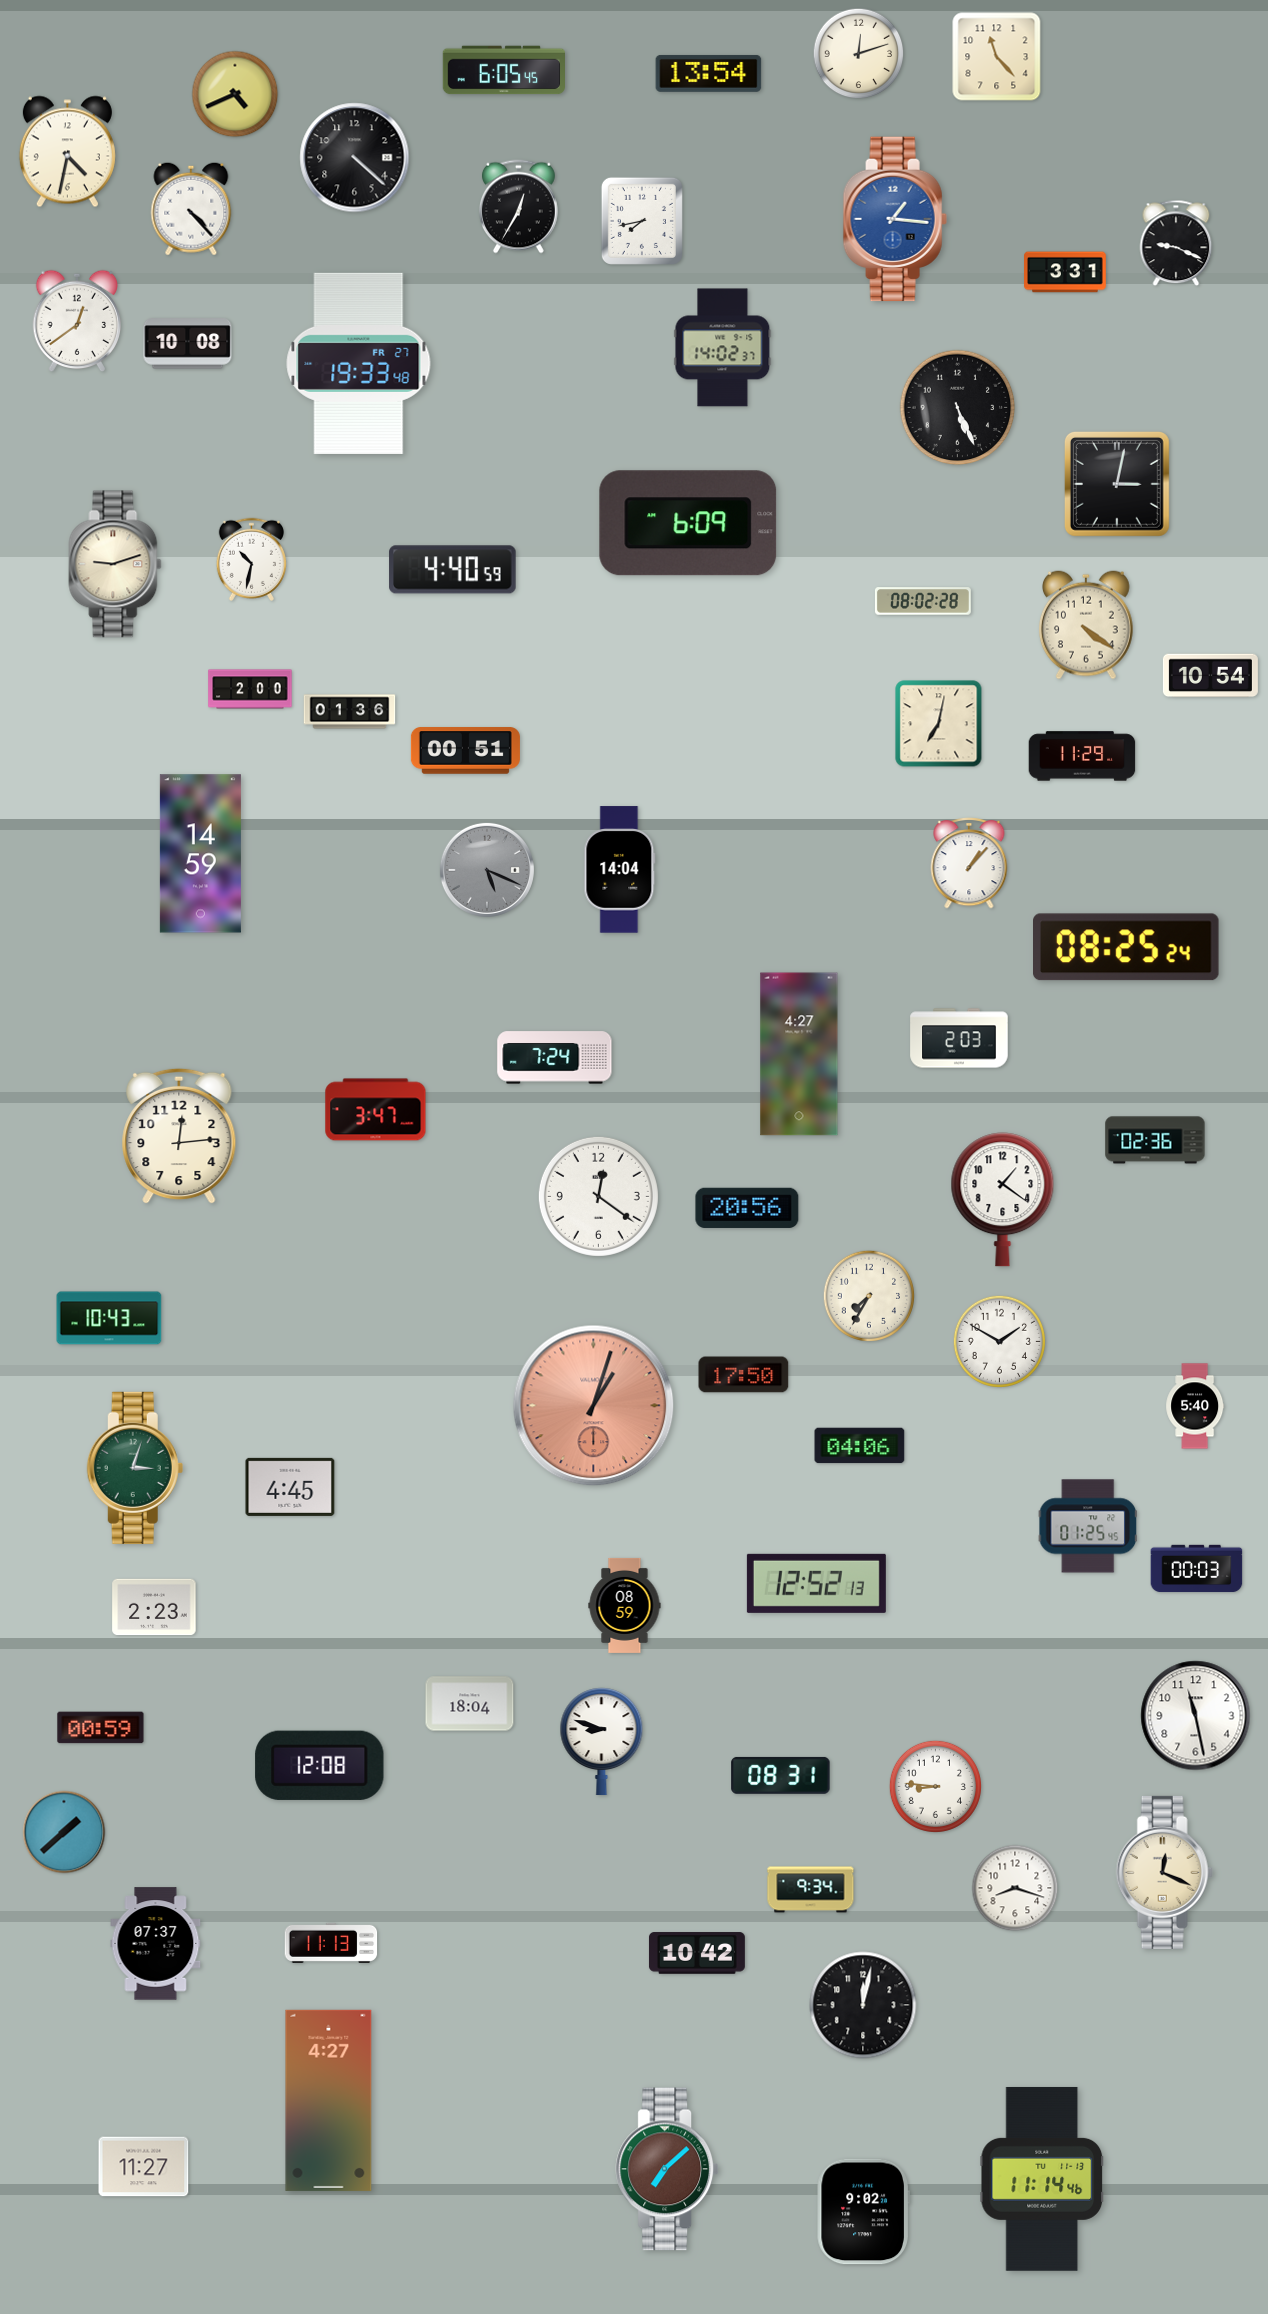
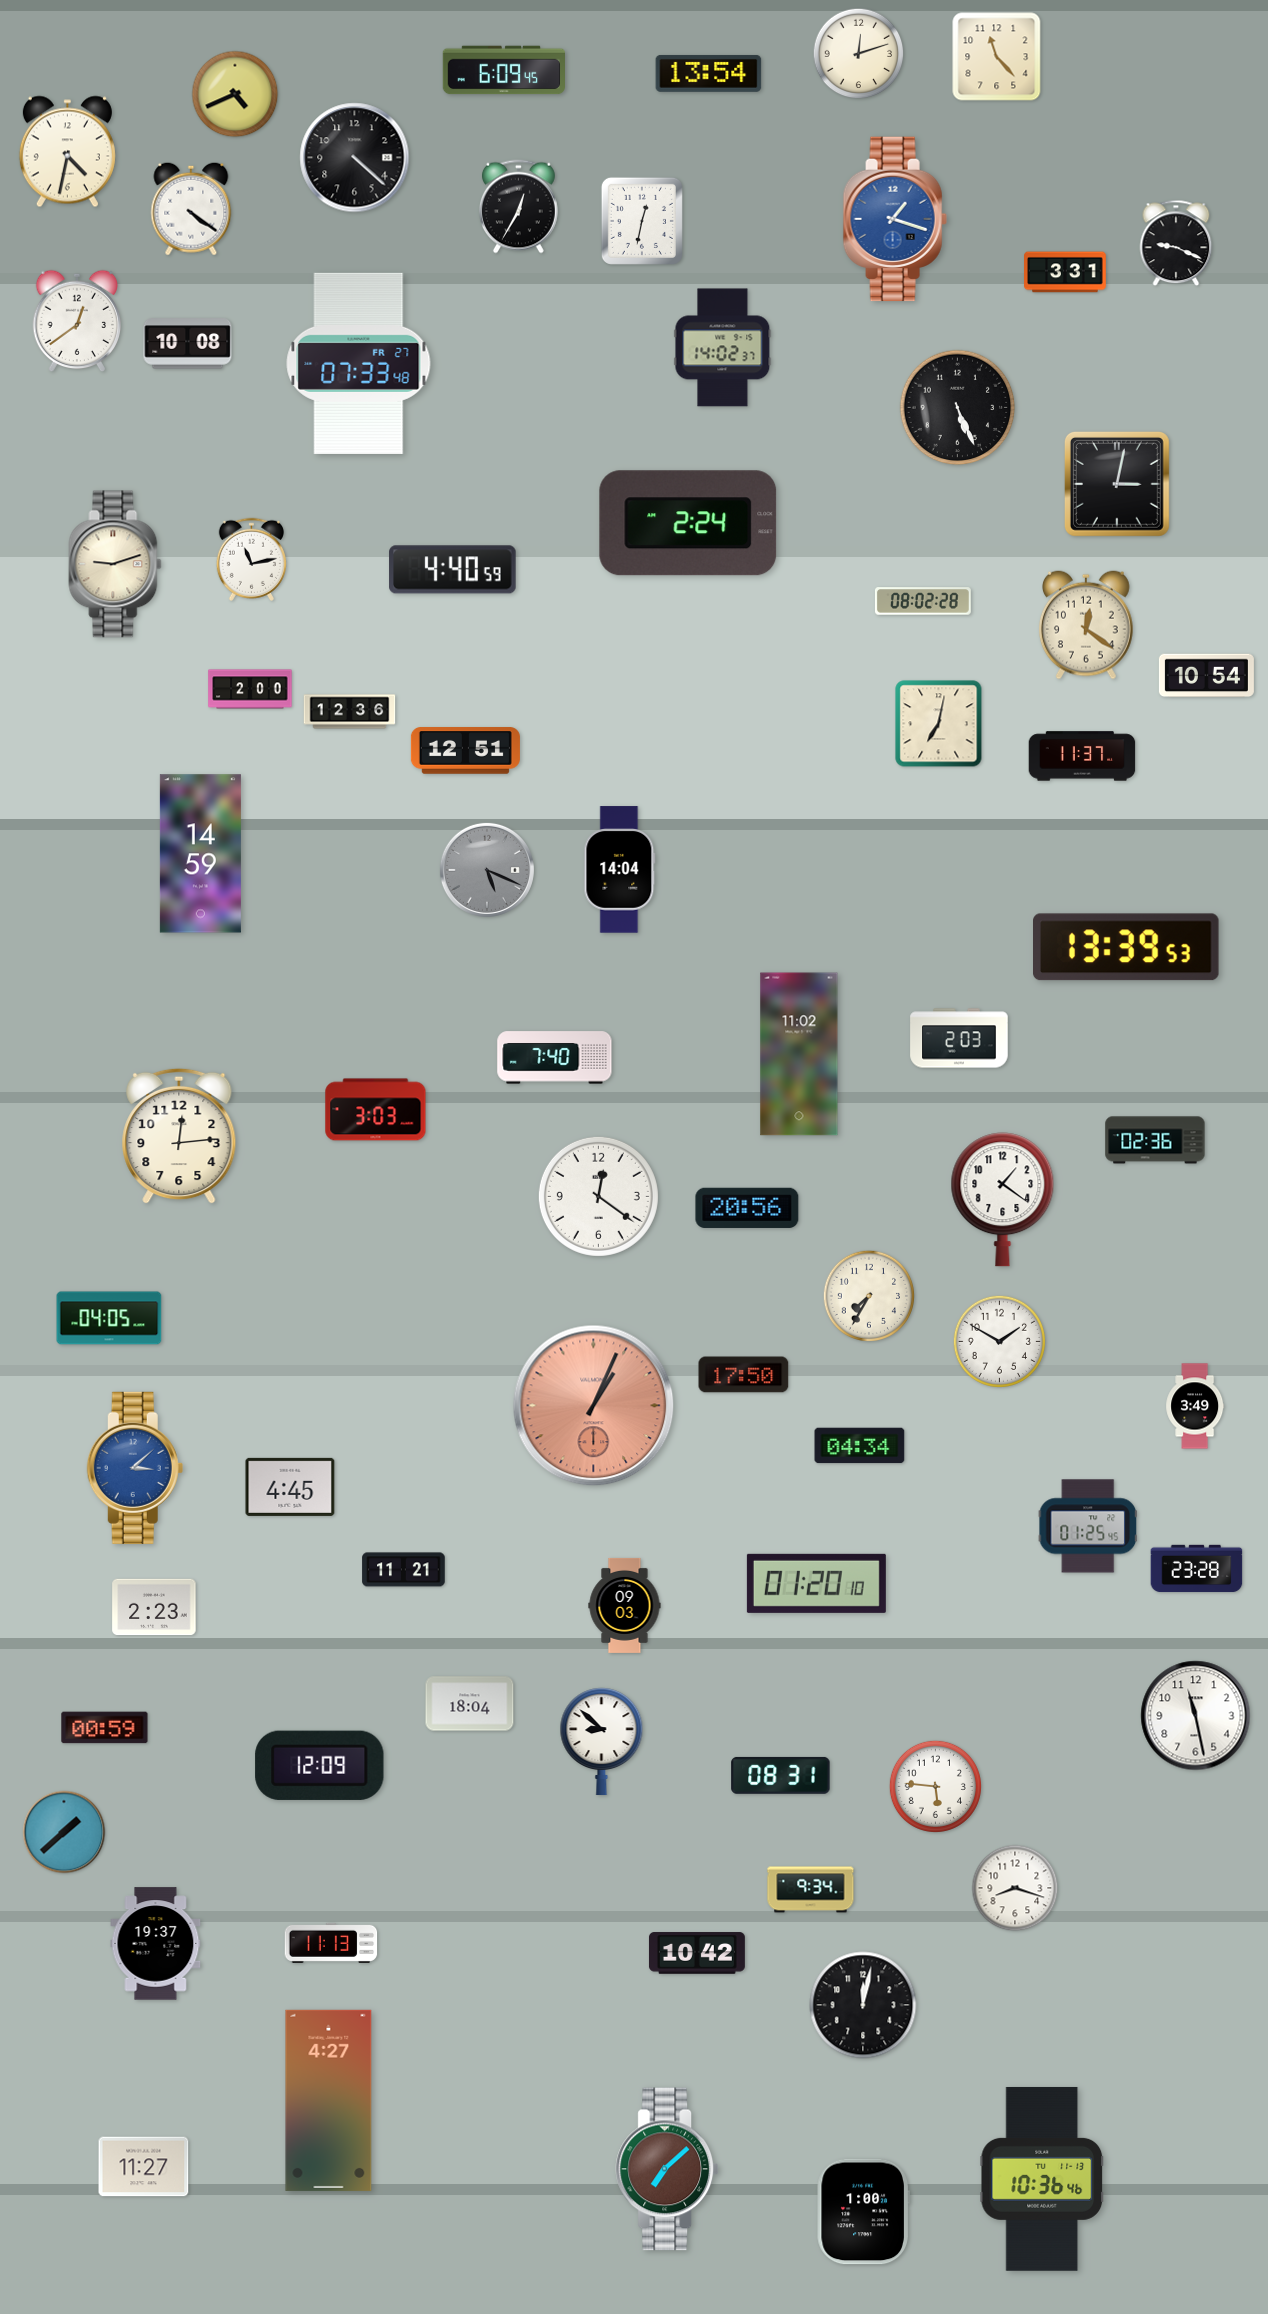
clock at (504, 70): 6:05 -> 6:09
clock at (191, 209): 4:23 -> 4:21
clock at (895, 219): 1:16 -> 1:18
clock at (642, 221): 7:43 -> 12:32
clock at (359, 363): 19:33 -> 07:33
clock at (688, 523): 6:09 -> 2:24
clock at (251, 559): 10:32 -> 11:13
clock at (1086, 625): 4:21 -> 12:21
clock at (1210, 676) position: (1210, 676) -> (1206, 676)
clock at (350, 712): 01:36 -> 12:36
clock at (465, 751): 00:51 -> 12:51
clock at (1082, 756): 11:29 -> 11:37
clock at (969, 864): 1:07 -> none
clock at (1127, 947): 08:25 -> 13:39
clock at (799, 1054): 4:27 -> 11:02
clock at (555, 1058): 7:24 -> 7:40
clock at (376, 1110): 3:47 -> 3:03
clock at (109, 1318): 10:43 -> 04:05
clock at (594, 1406): 1:03 -> 1:04
clock at (1195, 1406): 5:40 -> 3:49
clock at (860, 1446): 04:06 -> 04:34
clock at (135, 1468): 3:03 -> 3:08
clock at (135, 1468) dial: green -> blue
clock at (1197, 1569): 00:03 -> 23:28
clock at (404, 1570): none -> 11:21
clock at (816, 1583): 12:52 -> 01:20
clock at (625, 1605): 08:59 -> 09:03
clock at (101, 1728) position: (101, 1728) -> (105, 1728)
clock at (602, 1742): 8:48 -> 8:52
clock at (320, 1765): 12:08 -> 12:09
clock at (935, 1786): 8:46 -> 5:46
clock at (1164, 1872): 12:19 -> none
clock at (156, 1944): 07:37 -> 19:37
clock at (1042, 2179): 11:14 -> 10:36
clock at (863, 2212): 9:02 -> 1:00
